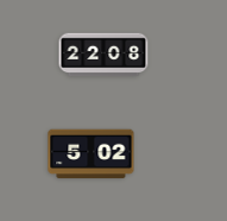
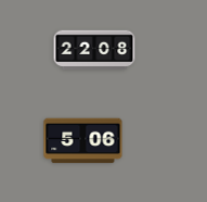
clock at (92, 154): 5:02 -> 5:06
